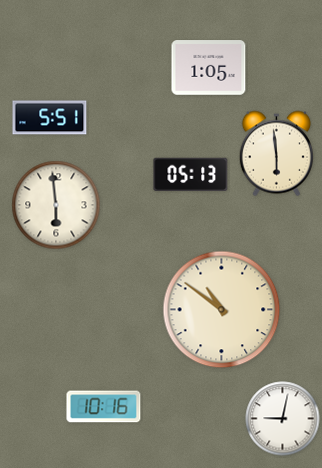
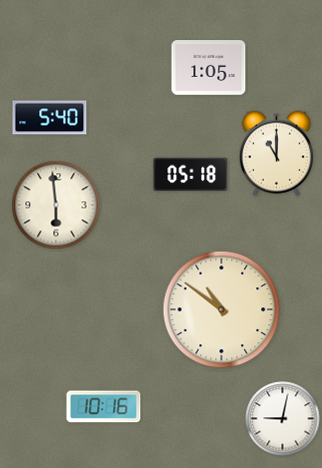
clock at (50, 118): 5:51 -> 5:40
clock at (276, 154): 5:59 -> 11:00
clock at (191, 174): 05:13 -> 05:18
